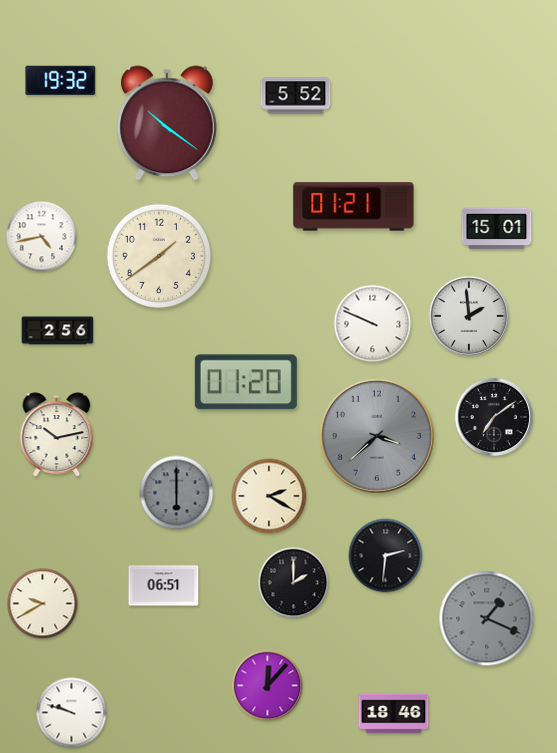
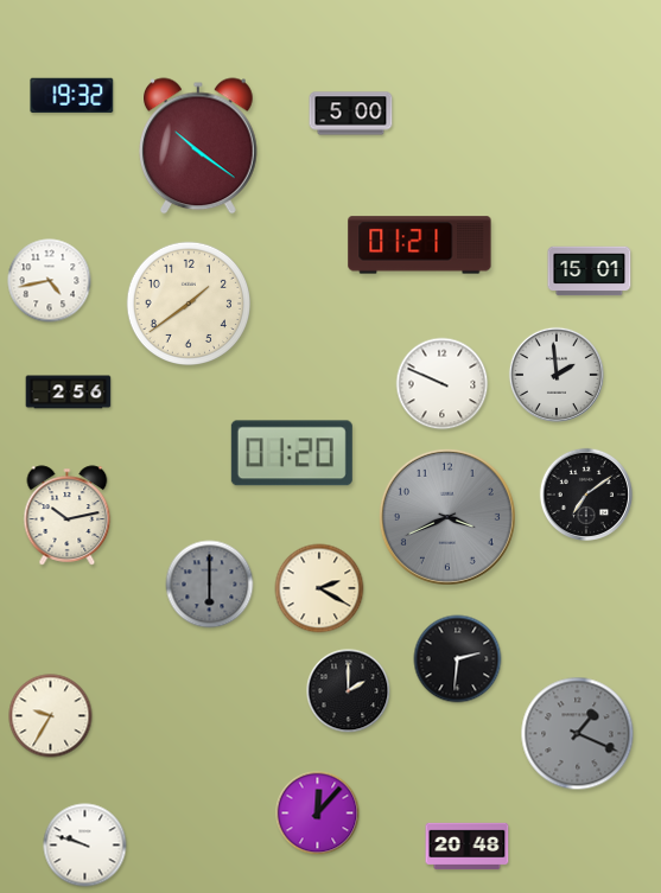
clock at (296, 96): 5:52 -> 5:00
clock at (377, 436): 3:38 -> 3:41
clock at (164, 586): 06:51 -> none
clock at (43, 604): 9:40 -> 9:35
clock at (394, 714): 18:46 -> 20:48
